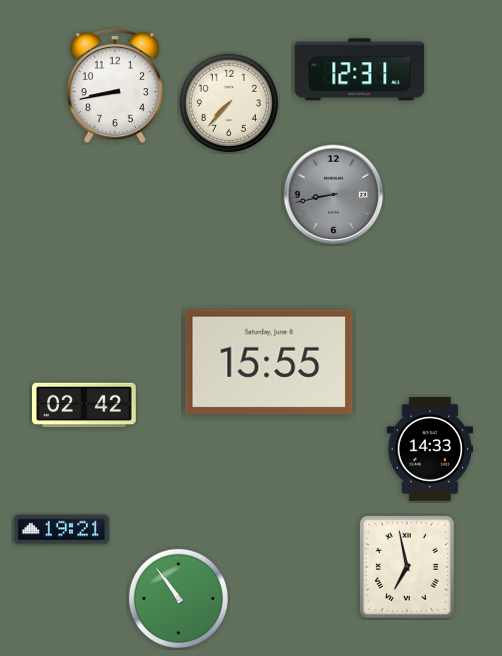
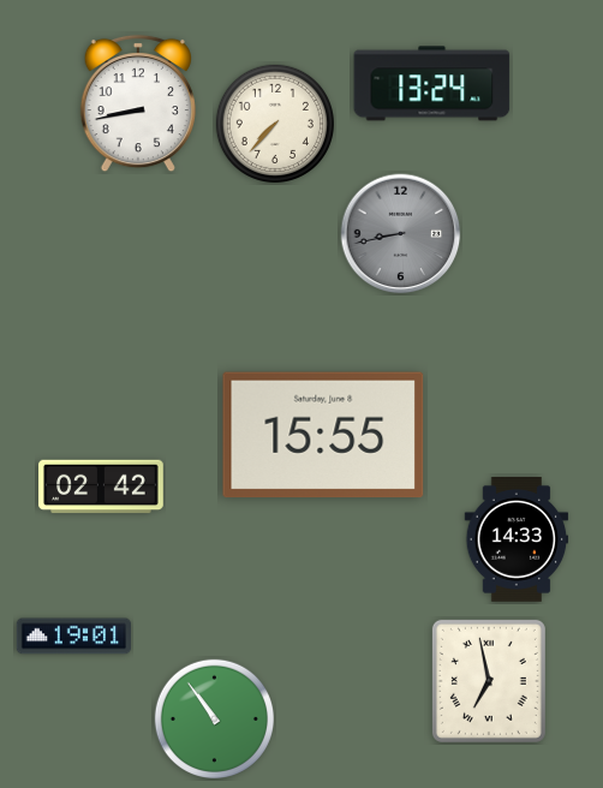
clock at (360, 70): 12:31 -> 13:24
clock at (62, 530): 19:21 -> 19:01
